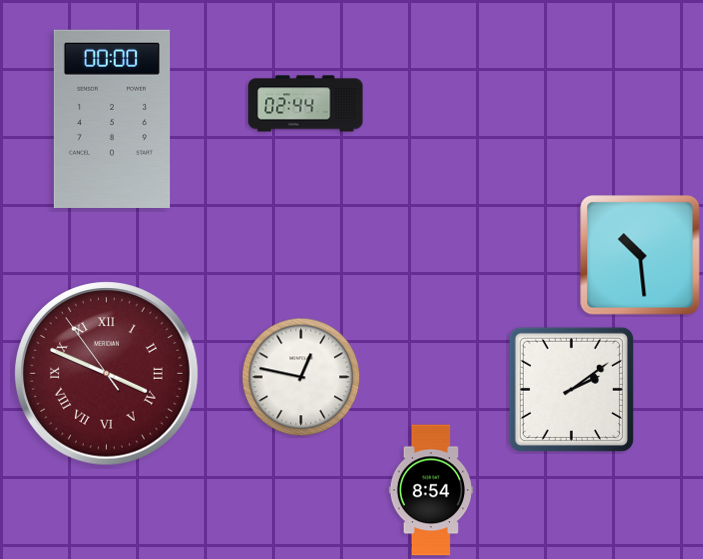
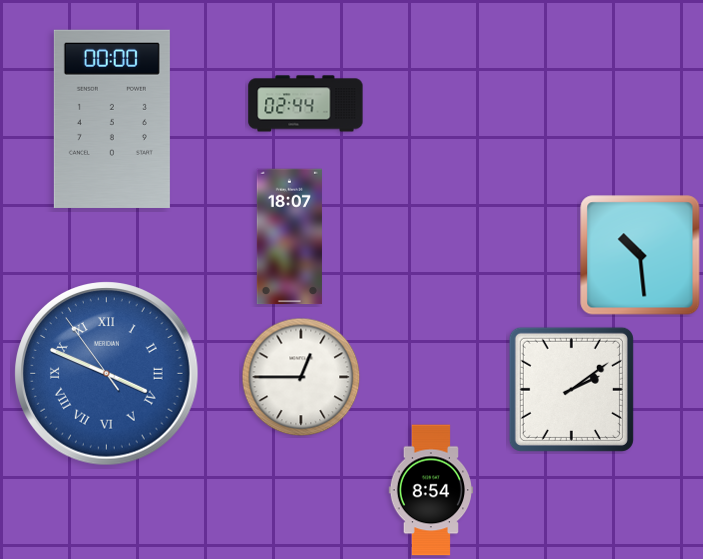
clock at (289, 237): none -> 18:07
clock at (107, 374) dial: burgundy -> blue
clock at (301, 377): 12:47 -> 12:45
